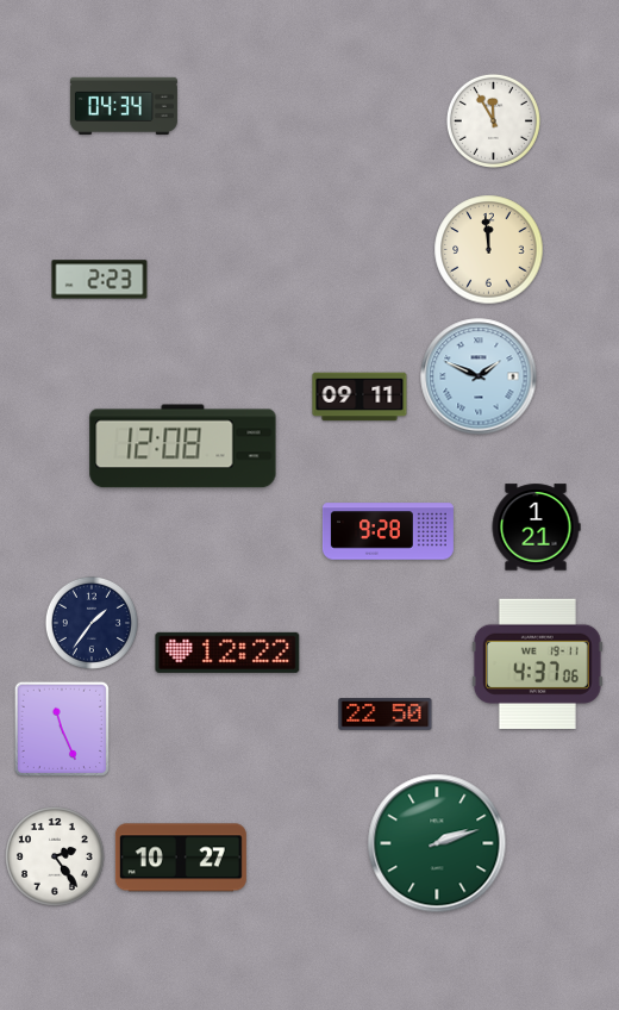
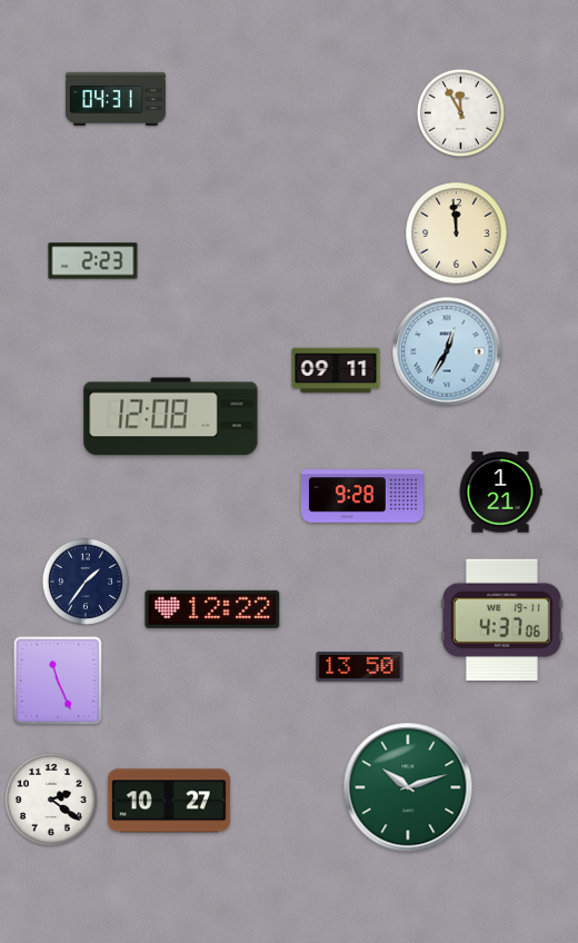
clock at (124, 105): 04:34 -> 04:31
clock at (479, 376): 1:49 -> 12:35
clock at (386, 715): 22:50 -> 13:50
clock at (437, 843): 2:12 -> 10:12
clock at (56, 858): 2:24 -> 2:21
